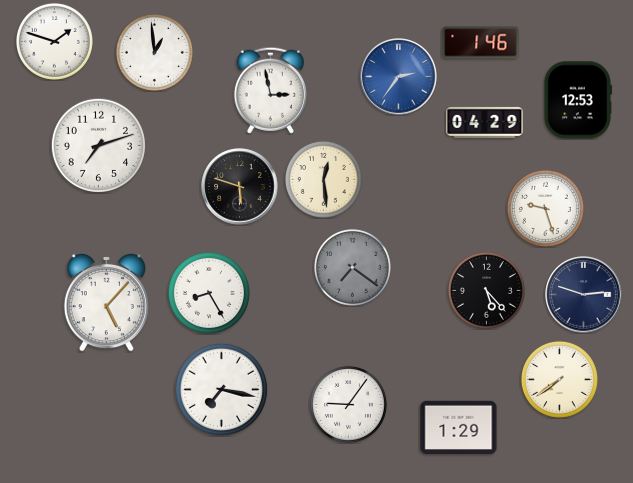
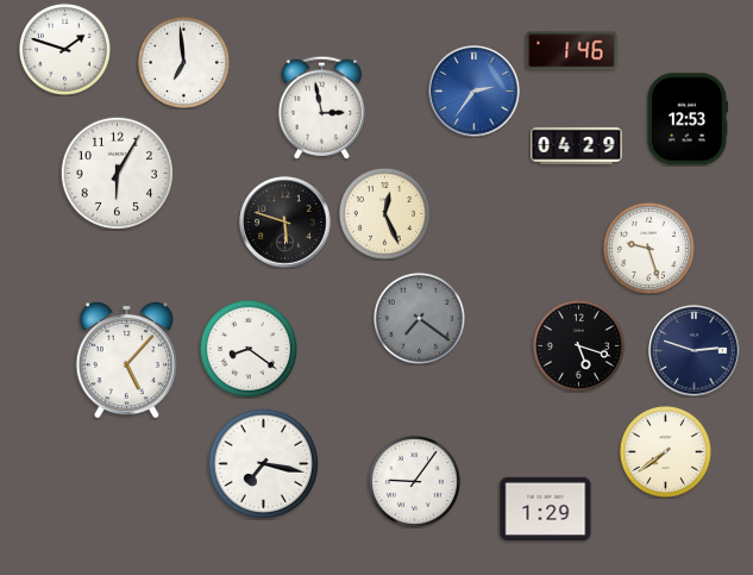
clock at (154, 52): 12:59 -> 6:59
clock at (98, 145): 7:12 -> 6:05
clock at (323, 179): 12:29 -> 12:26
clock at (486, 290): 5:23 -> 5:18
clock at (209, 293): 8:25 -> 8:21
